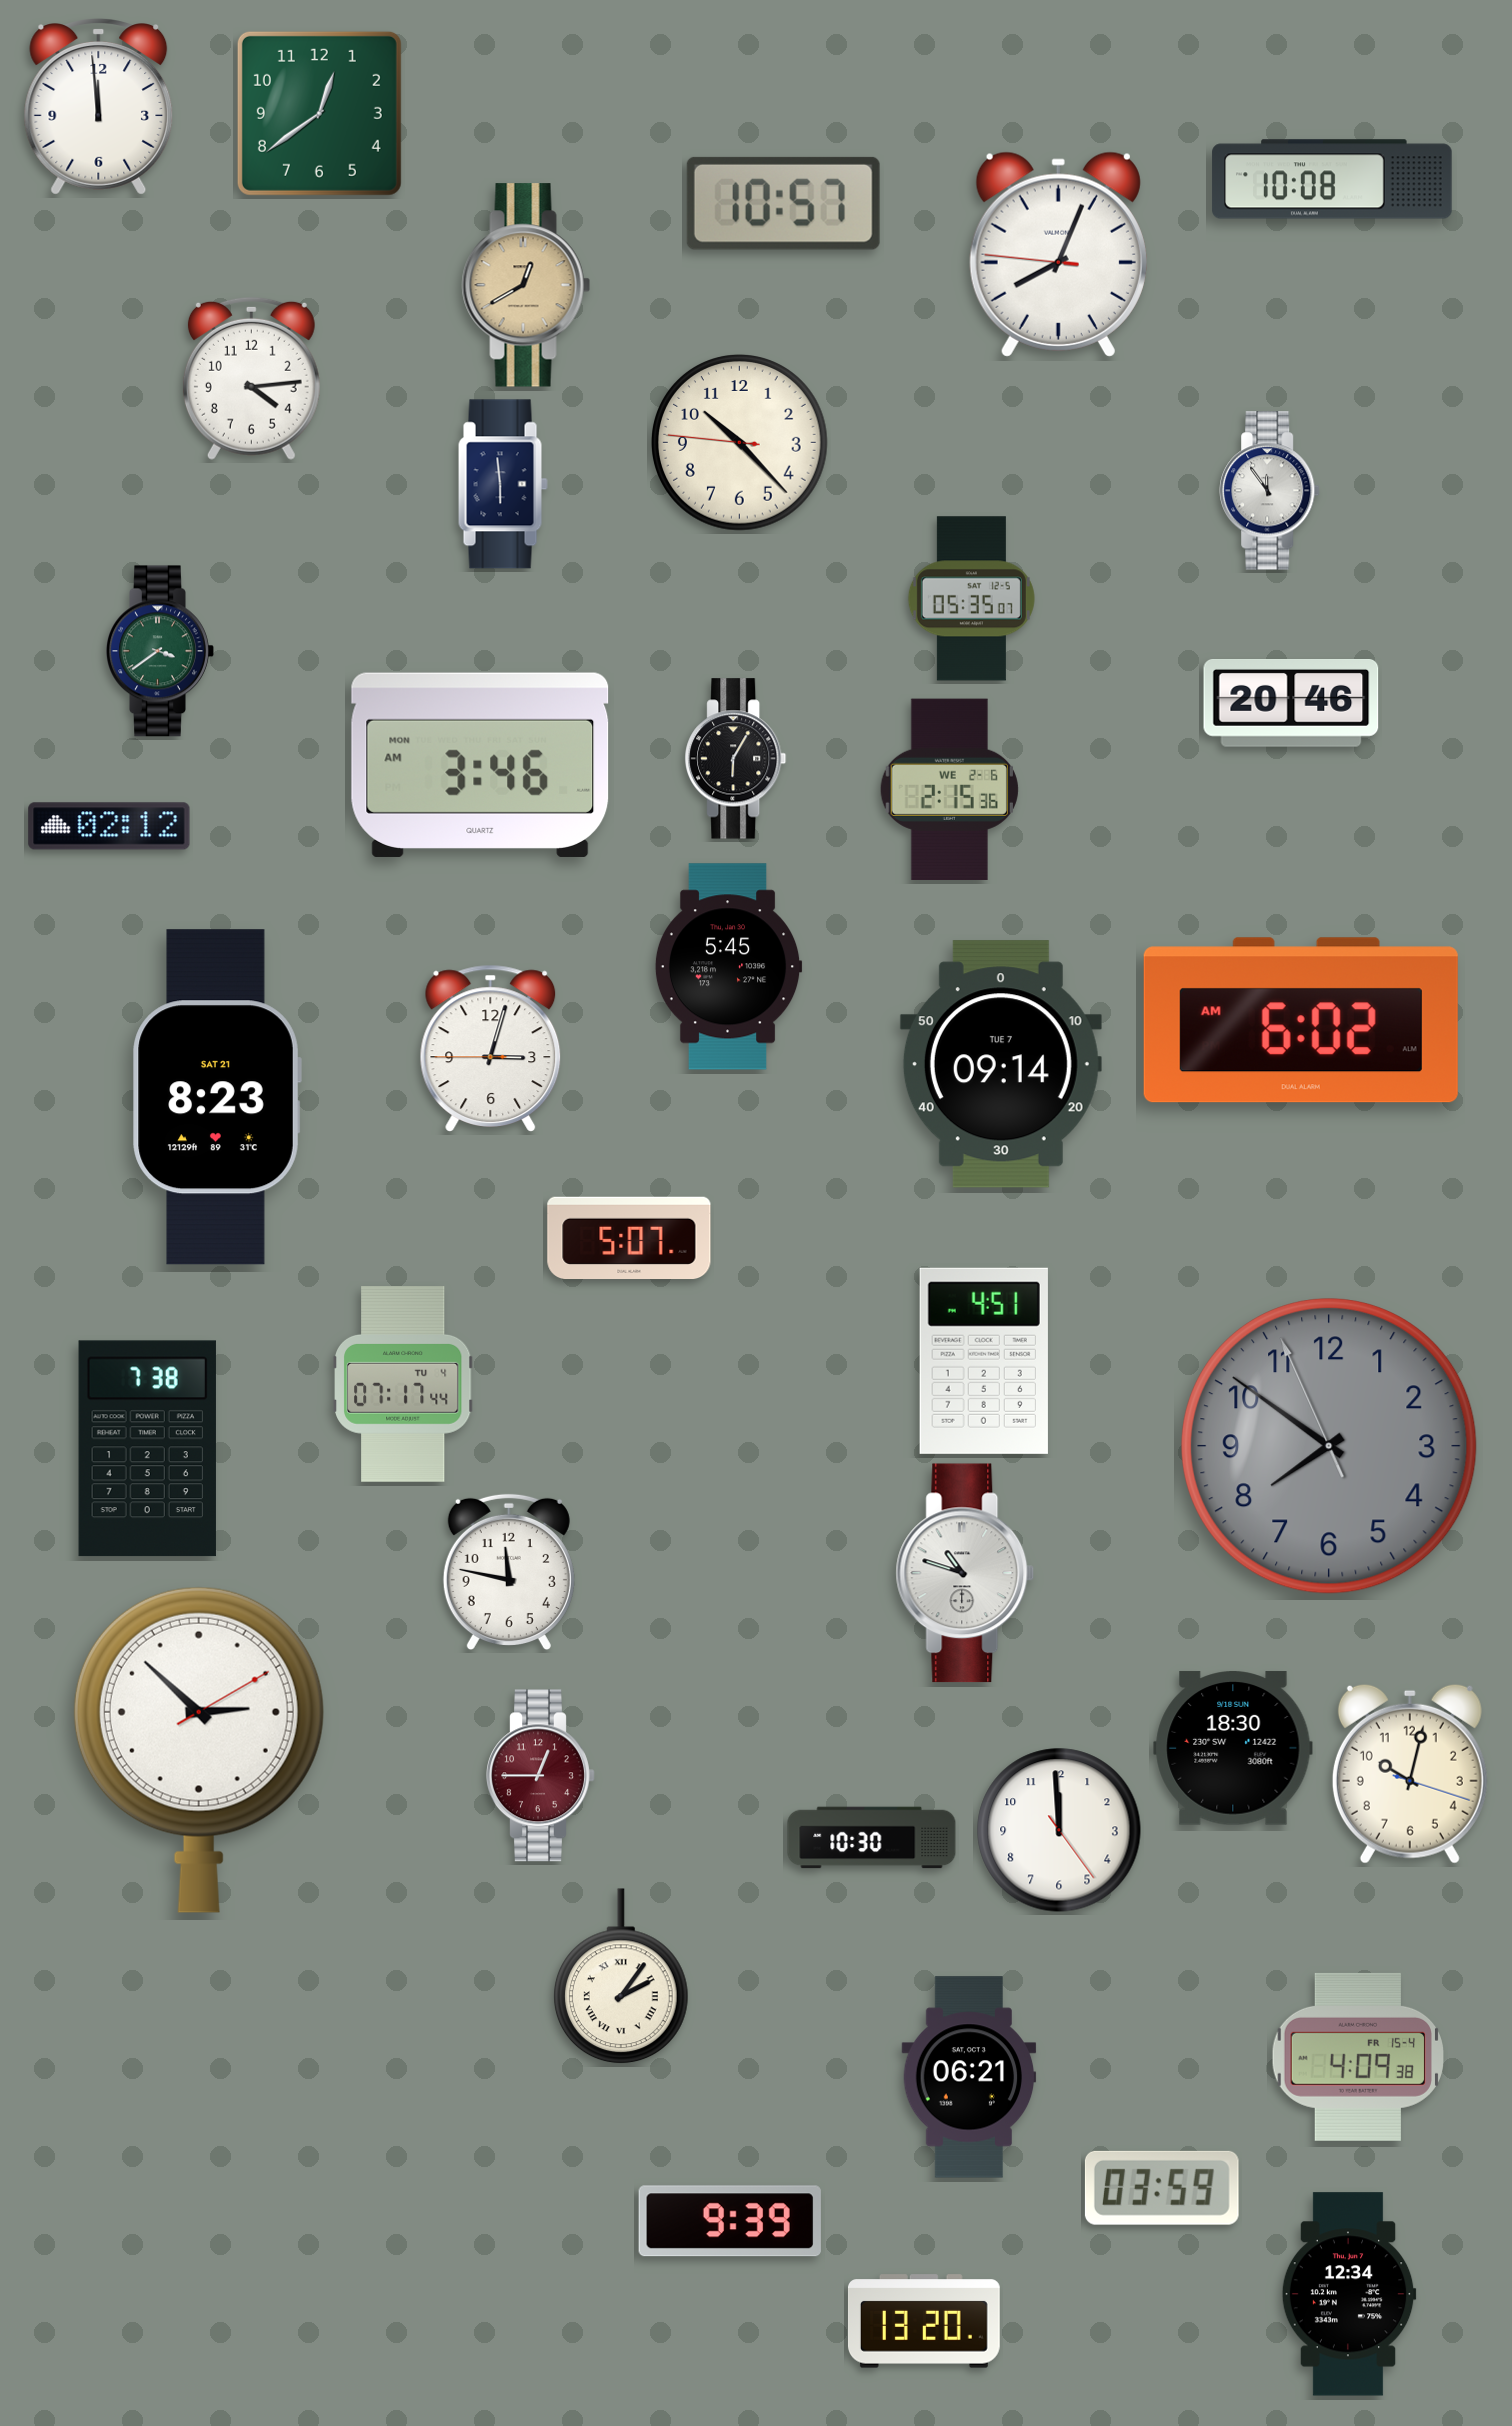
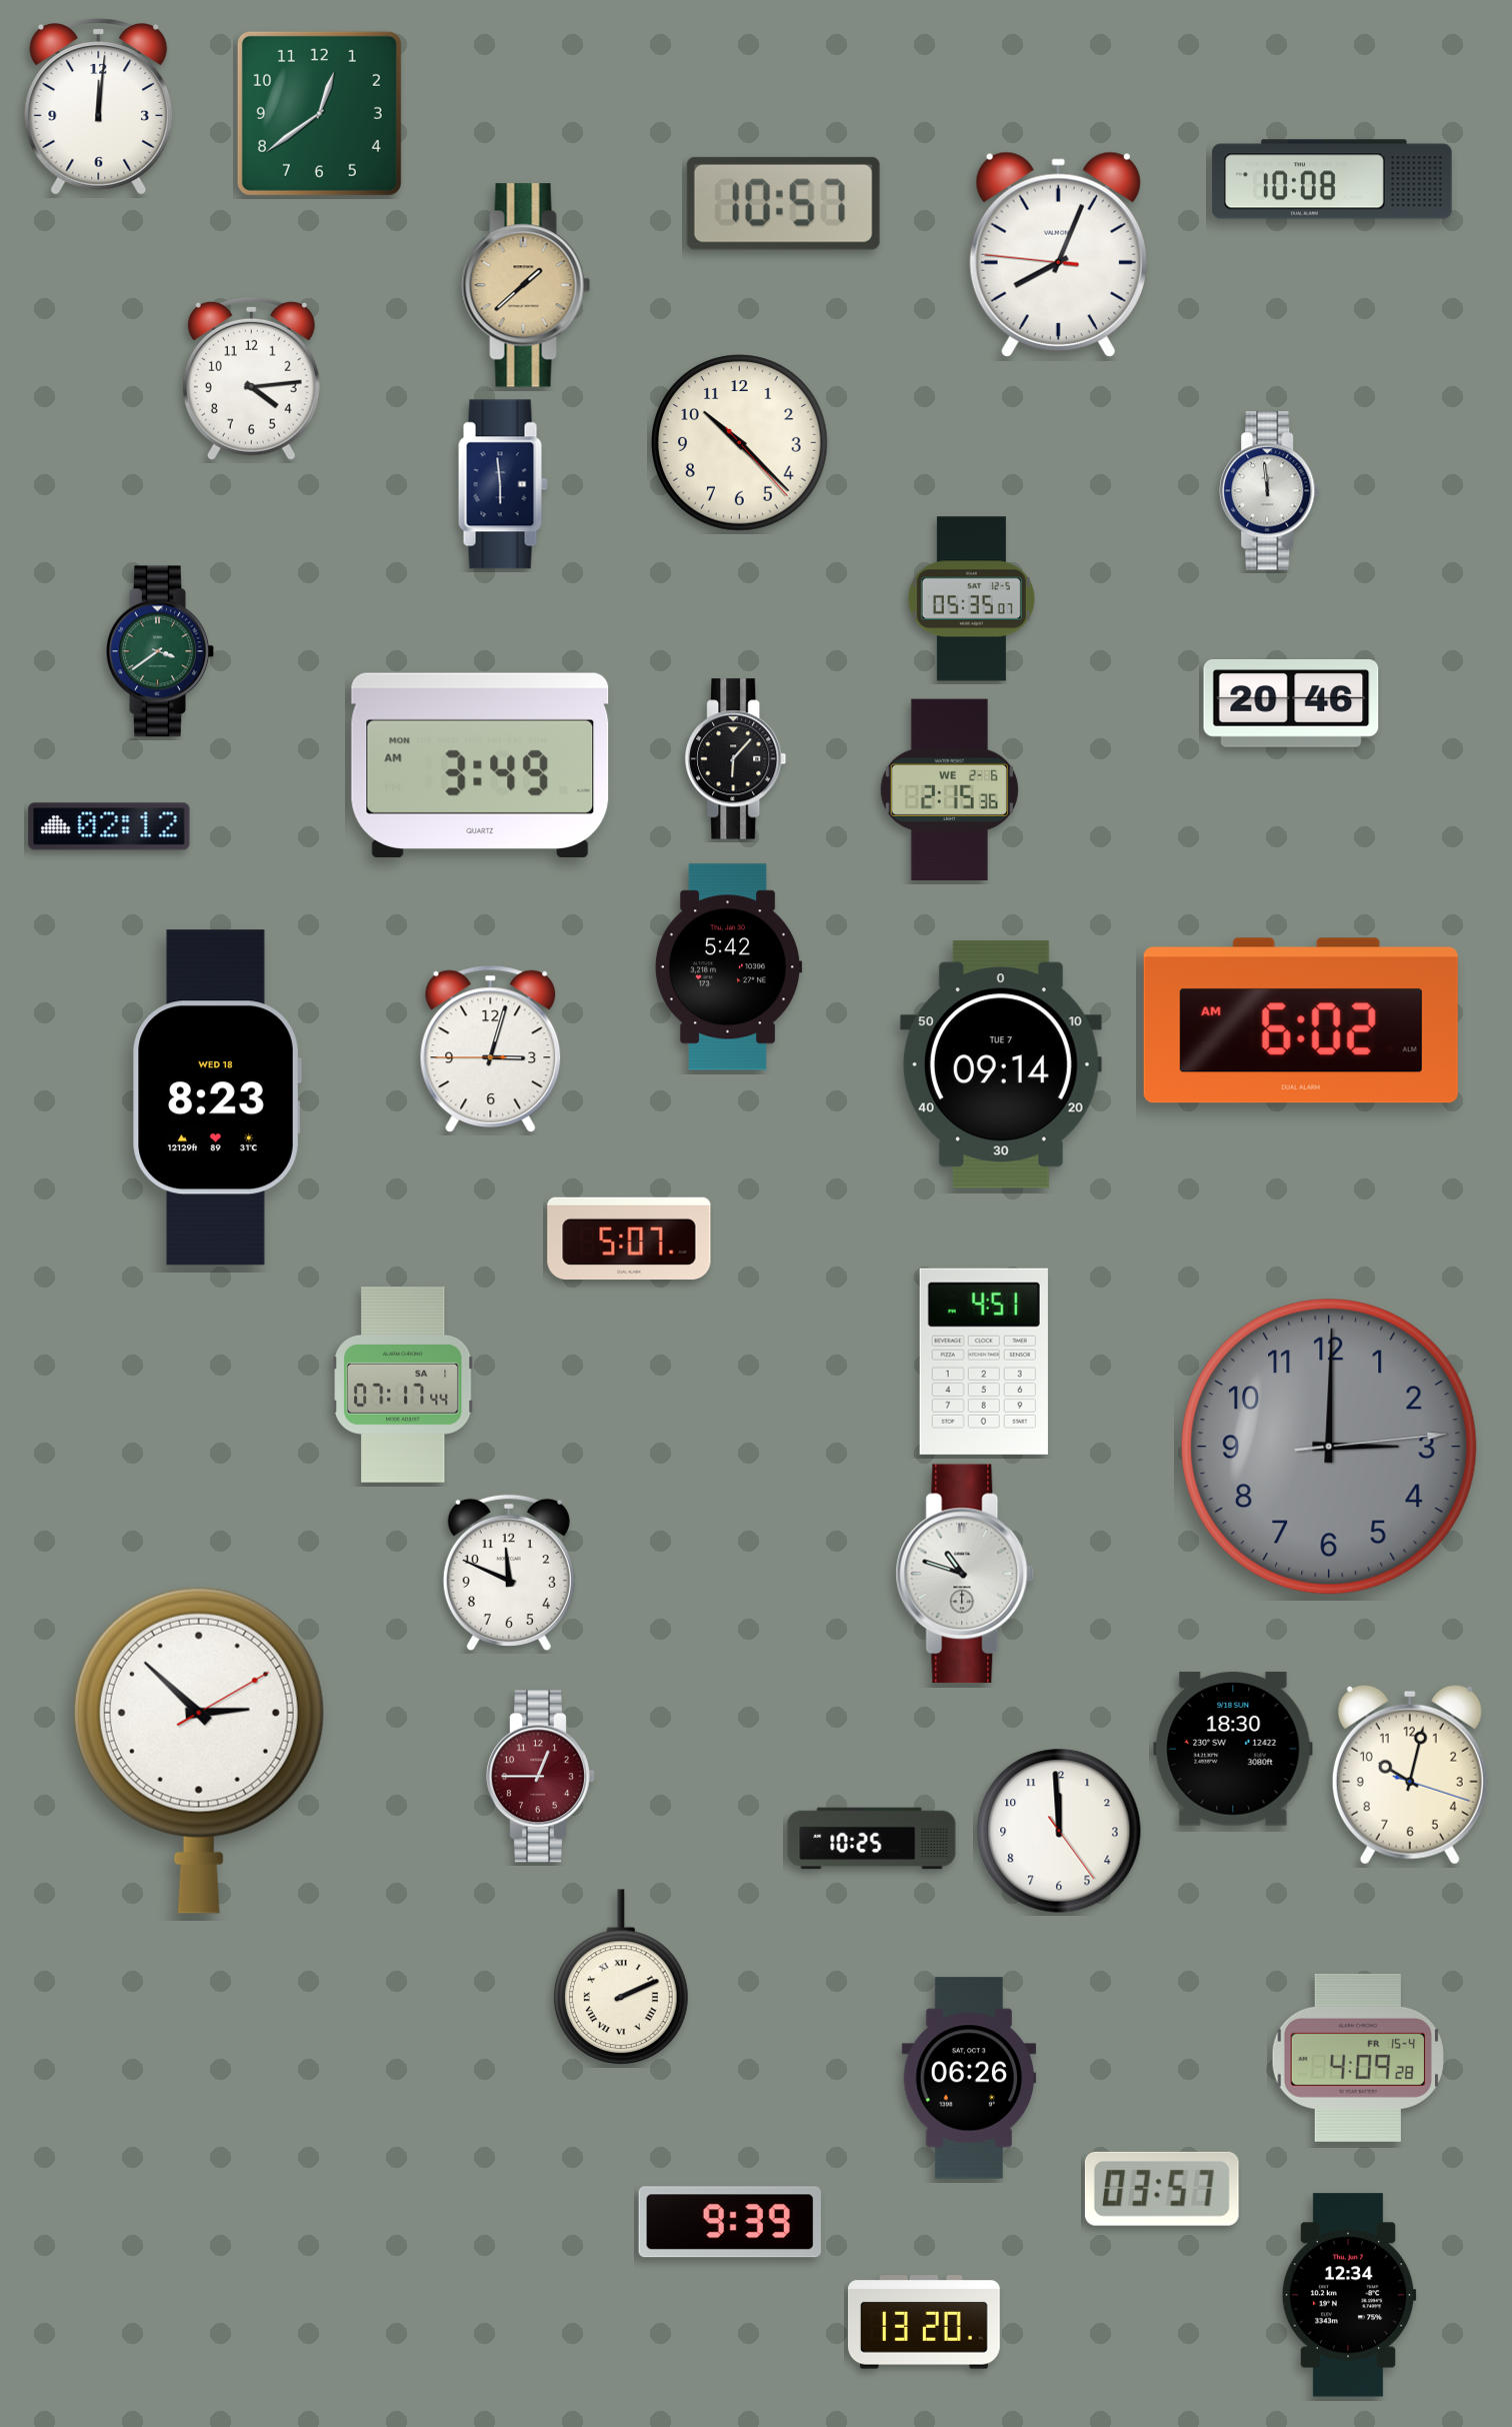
clock at (99, 107): 11:59 -> 12:01
clock at (526, 285): 12:40 -> 1:38
clock at (740, 443): 10:22:46 -> 10:22:23
clock at (1270, 491): 11:54 -> 11:59
clock at (736, 759): 6:05 -> 6:07
clock at (480, 764): 3:46 -> 3:49
clock at (728, 967): 5:45 -> 5:42
clock at (217, 1097) date: SAT 21 -> WED 18
clock at (403, 1385) date: TU 4 -> SA 1
clock at (1329, 1446): 7:50 -> 3:00
clock at (147, 1449): 7:38 -> none
clock at (509, 1571): 11:47 -> 11:49
clock at (872, 1838): 10:30 -> 10:25
clock at (621, 1977): 2:06 -> 2:11
clock at (1357, 2057): 4:09:38 -> 4:09:28
clock at (969, 2077): 06:21 -> 06:26
clock at (1162, 2188): 03:59 -> 03:57
